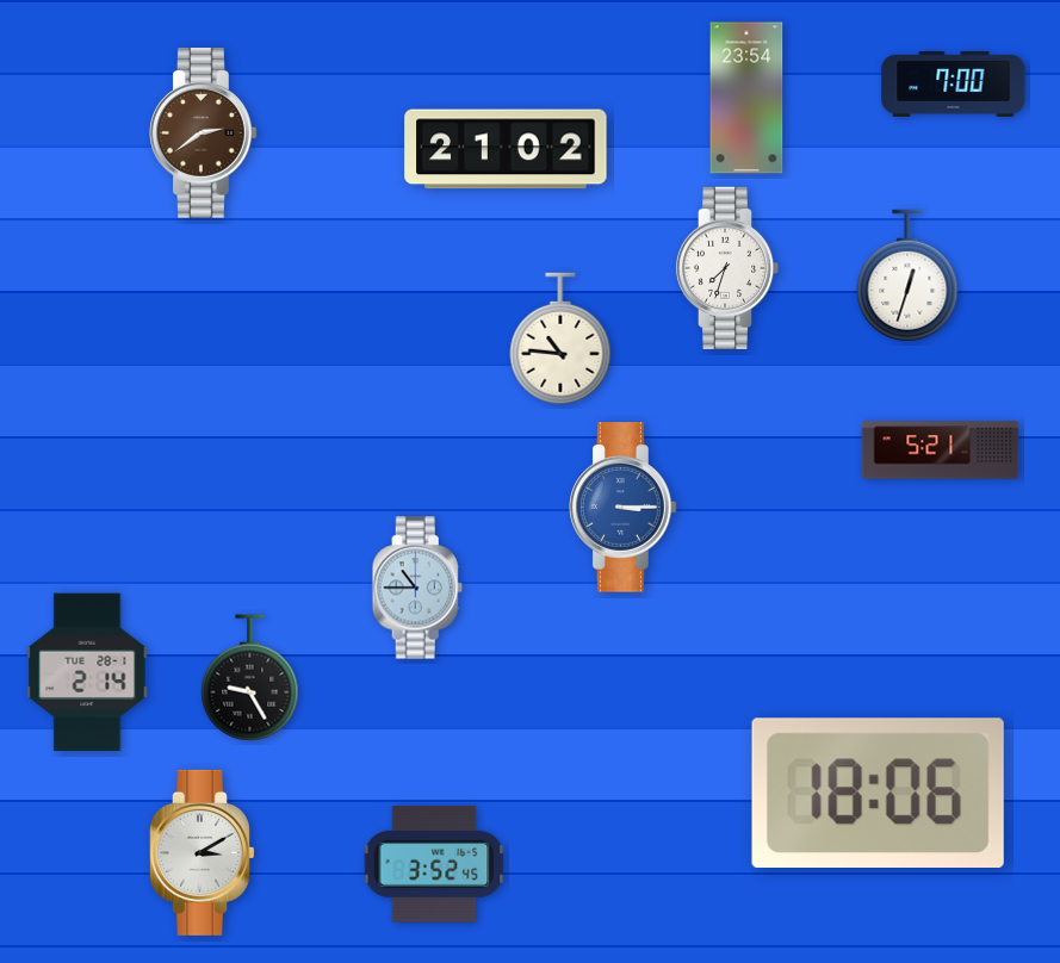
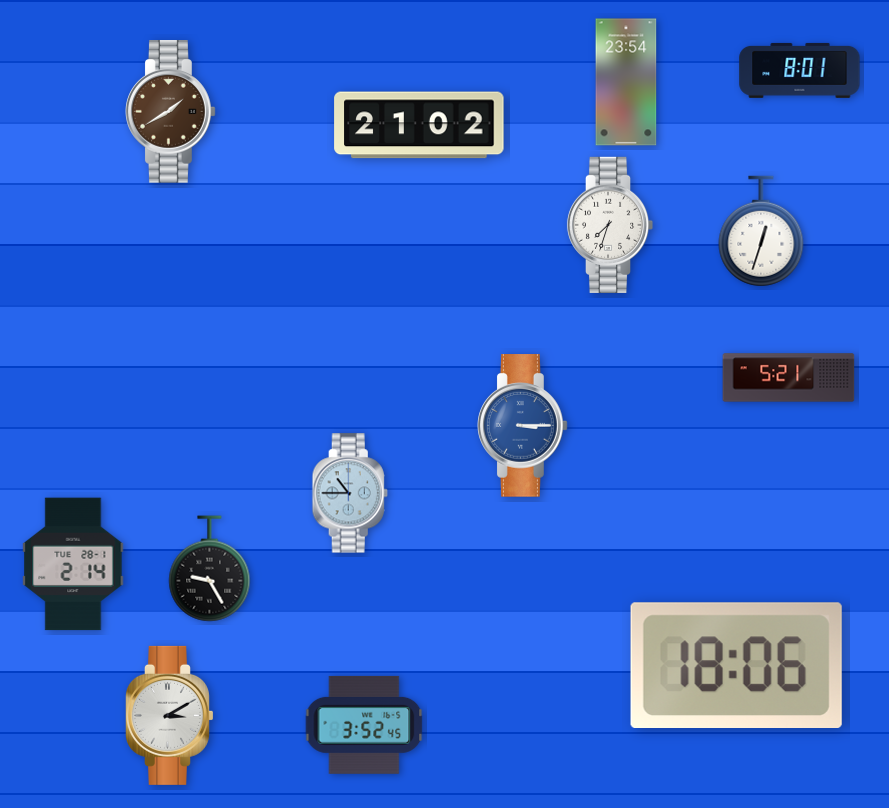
clock at (954, 83): 7:00 -> 8:01
clock at (204, 133): 2:39 -> 1:40
clock at (506, 149) position: (506, 149) -> (419, 125)
clock at (560, 338): 10:46 -> none
